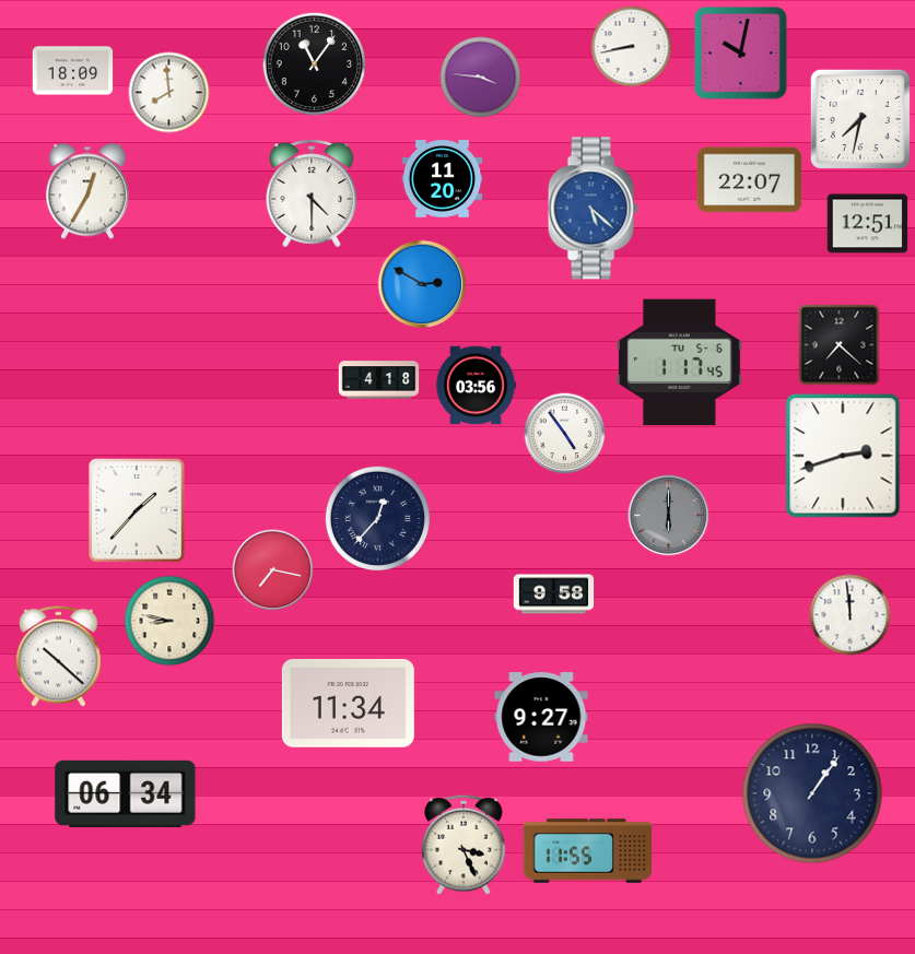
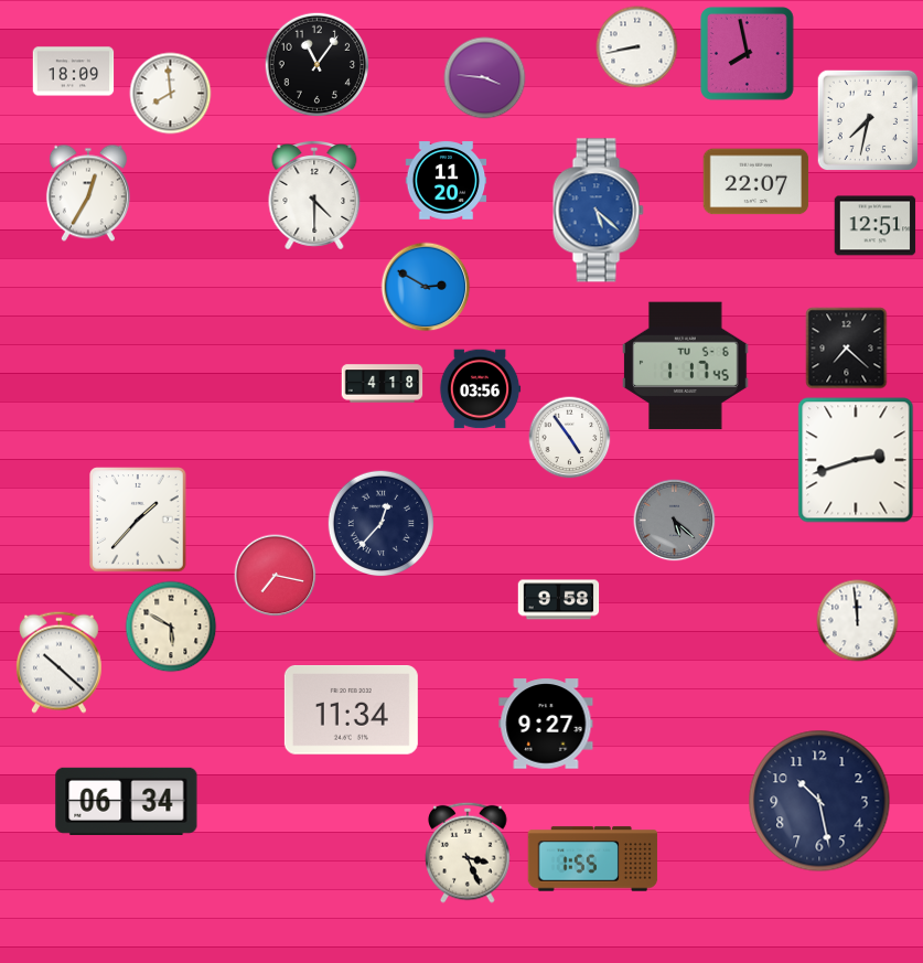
clock at (741, 54): 10:02 -> 7:58
clock at (843, 456) position: (843, 456) -> (856, 460)
clock at (137, 510) position: (137, 510) -> (138, 520)
clock at (669, 516): 6:00 -> 5:22
clock at (169, 621): 8:47 -> 5:50
clock at (812, 793): 1:06 -> 10:28
clock at (588, 851): 11:55 -> 1:55
